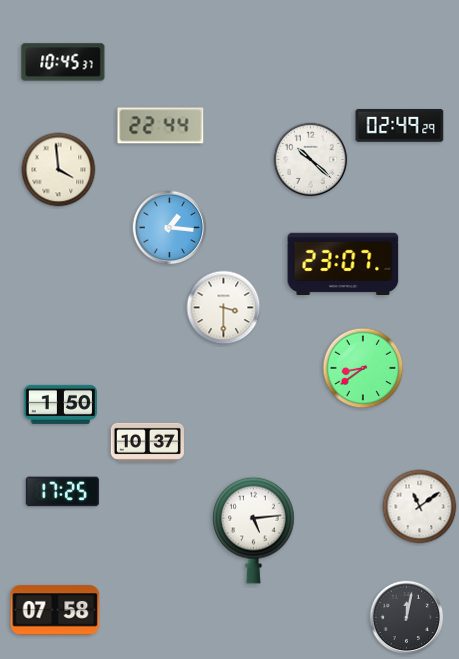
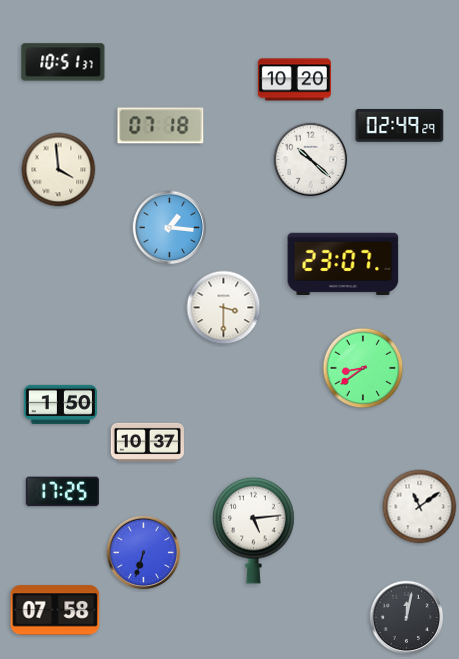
clock at (63, 62): 10:45 -> 10:51
clock at (294, 80): none -> 10:20
clock at (161, 126): 22:44 -> 07:18
clock at (144, 553): none -> 6:33
